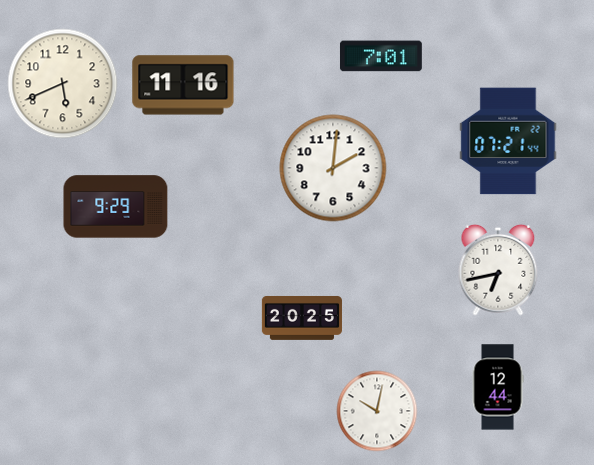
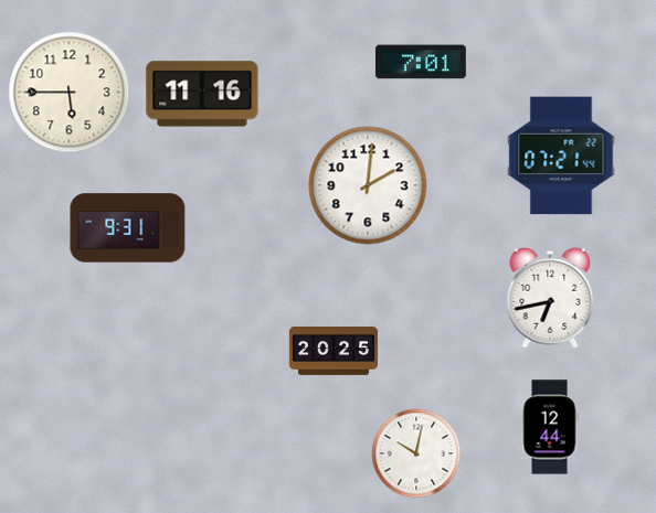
clock at (63, 84): 5:41 -> 5:45
clock at (116, 207): 9:29 -> 9:31
